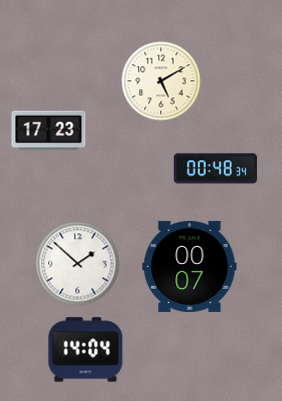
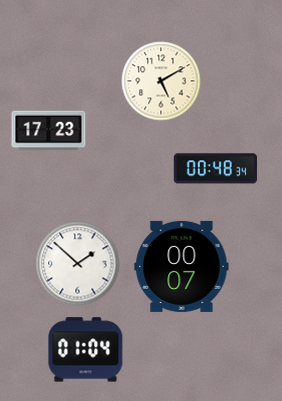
clock at (190, 266) position: (190, 266) -> (182, 266)
clock at (86, 350): 14:04 -> 01:04
